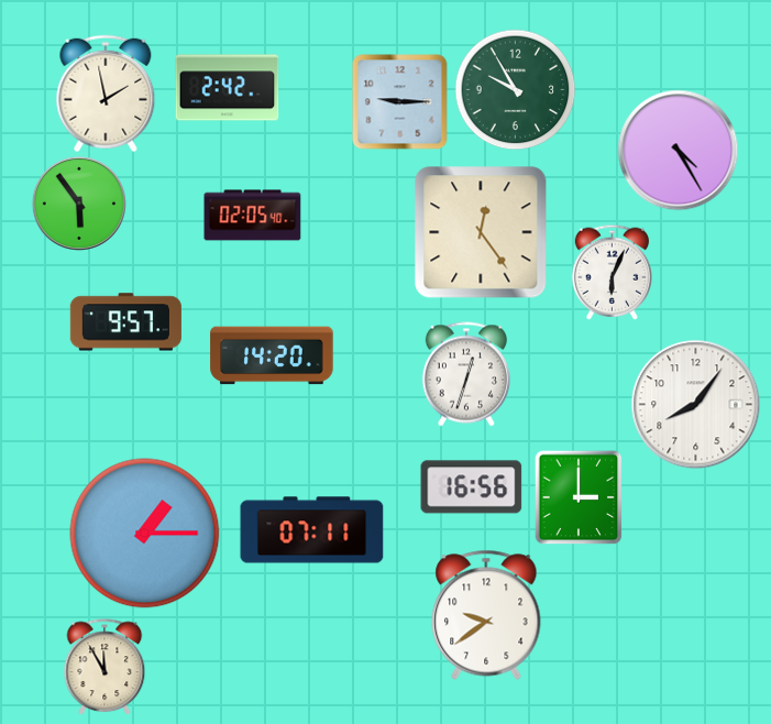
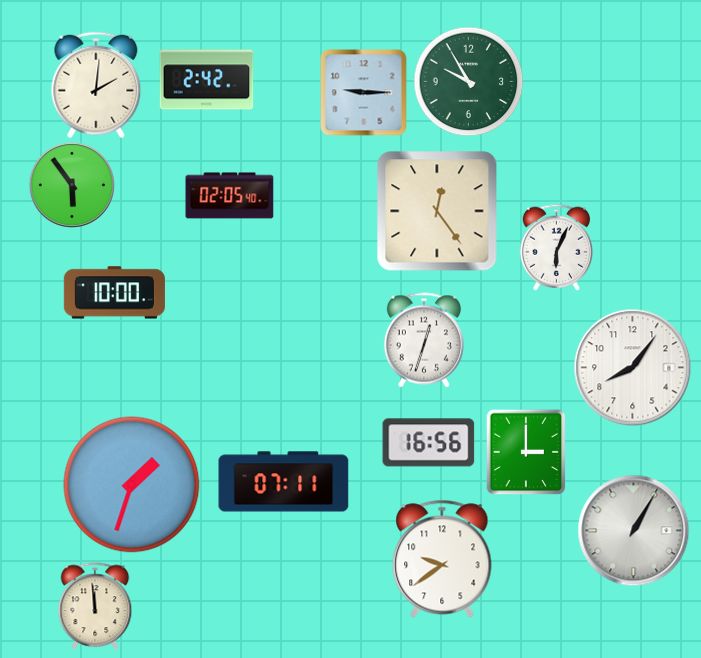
clock at (106, 94): 1:58 -> 2:01
clock at (679, 151): 4:25 -> none
clock at (125, 322): 9:57 -> 10:00
clock at (272, 355): 14:20 -> none
clock at (145, 534): 1:15 -> 1:33
clock at (634, 531): none -> 1:05
clock at (104, 667): 11:55 -> 11:59
